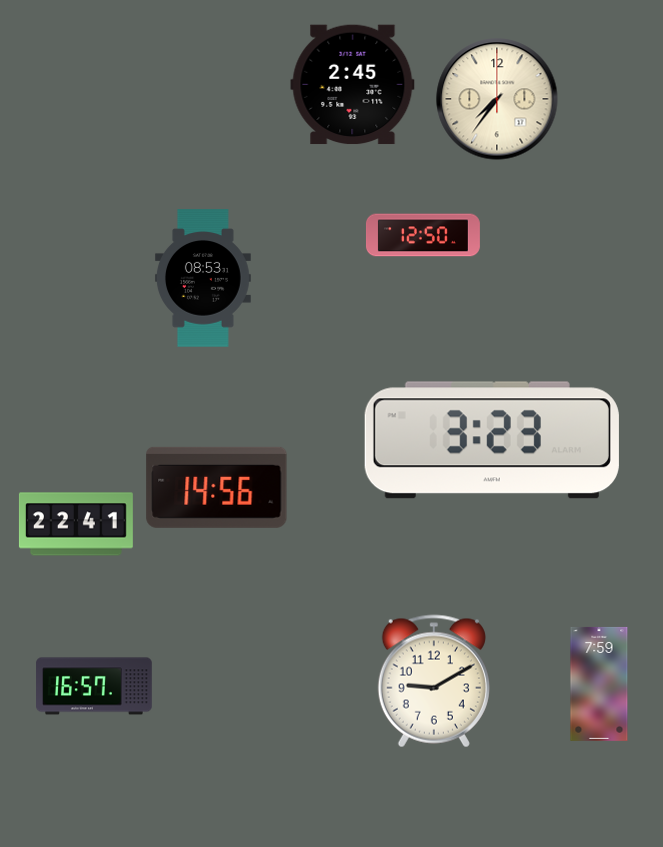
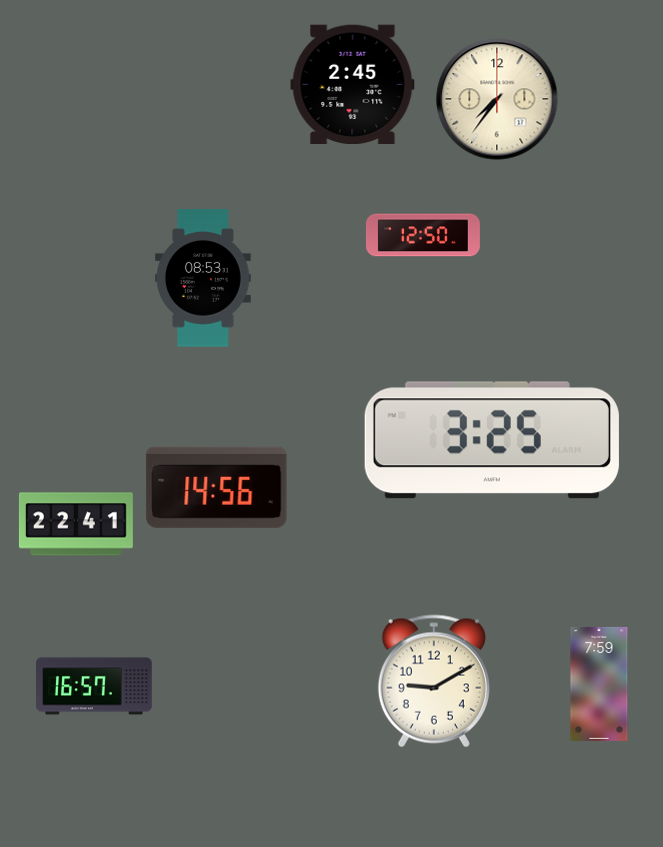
clock at (492, 440): 3:23 -> 3:25
